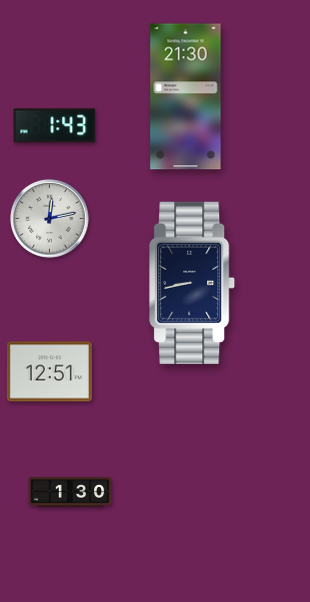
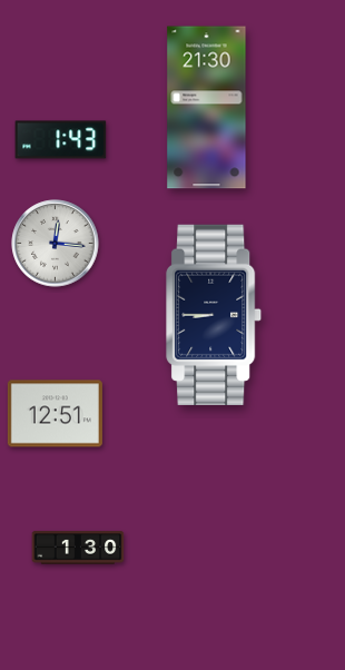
clock at (50, 219): 12:13 -> 12:16
clock at (193, 283): 8:43 -> 8:45
